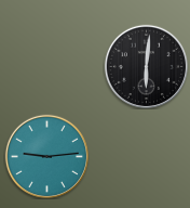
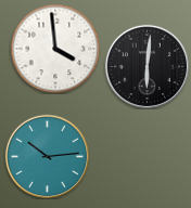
clock at (55, 49): none -> 3:59
clock at (46, 156): 9:14 -> 10:14
